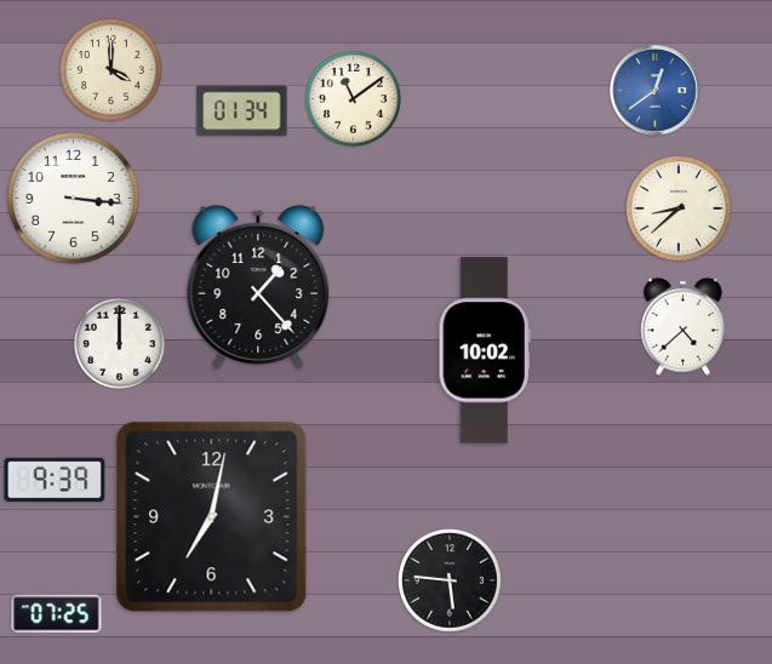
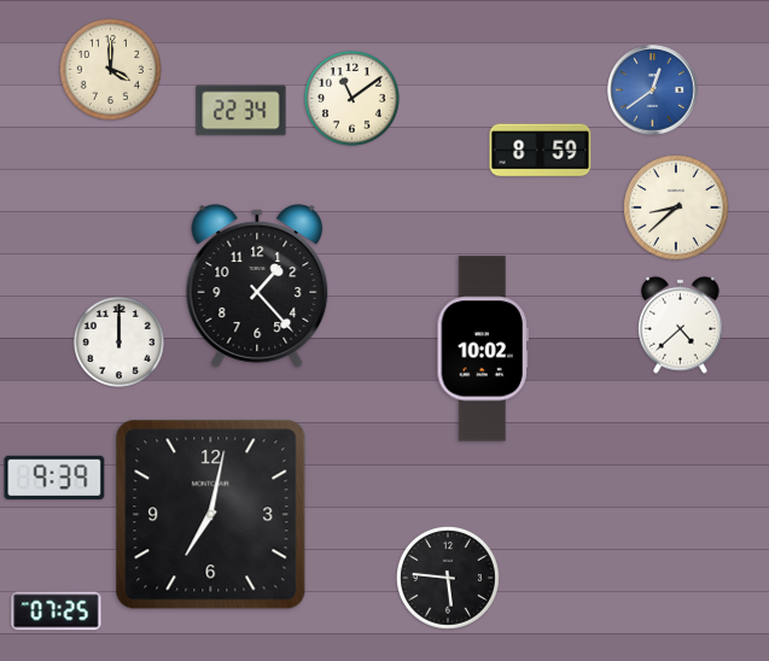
clock at (242, 111): 01:34 -> 22:34
clock at (541, 151): none -> 8:59
clock at (74, 199): 3:16 -> none
